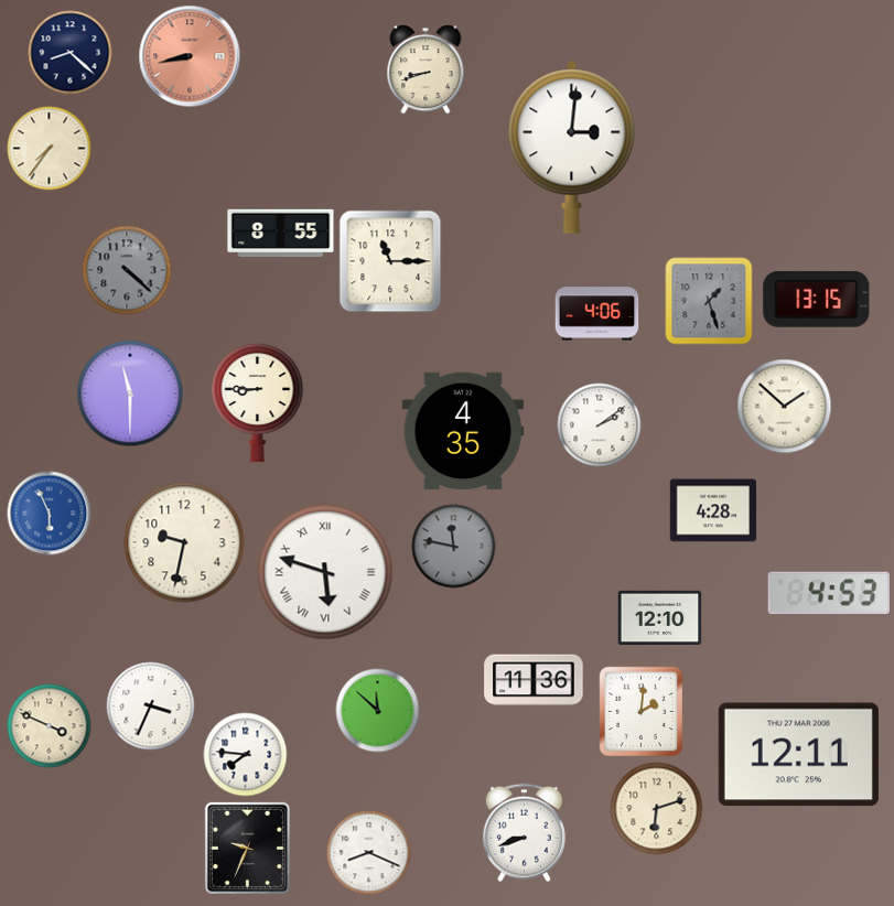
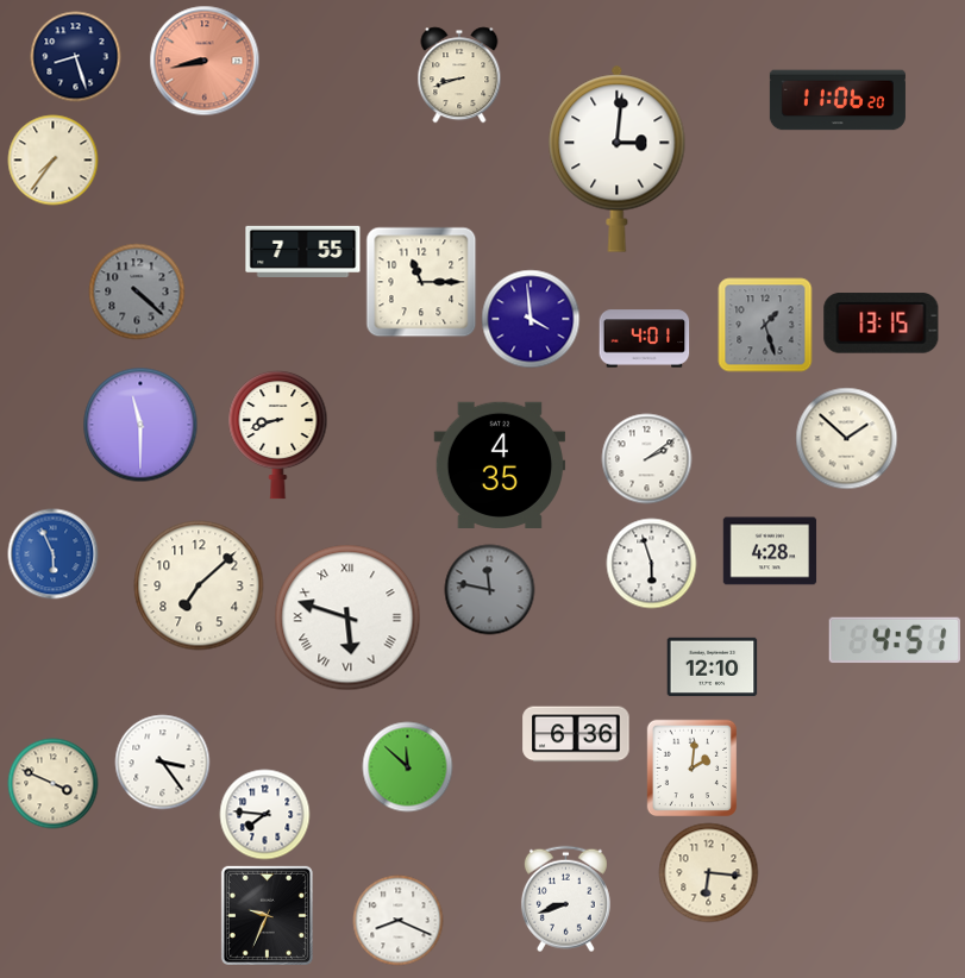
clock at (71, 53): 8:22 -> 8:27
clock at (838, 100): none -> 11:06
clock at (281, 233): 8:55 -> 7:55
clock at (531, 319): none -> 3:59
clock at (597, 314): 4:06 -> 4:01
clock at (258, 402): 8:45 -> 8:42
clock at (652, 564): none -> 5:57
clock at (184, 542): 9:32 -> 7:08
clock at (325, 572) position: (325, 572) -> (347, 617)
clock at (828, 593): 4:53 -> 4:51
clock at (534, 680): 11:36 -> 6:36
clock at (151, 707): 3:34 -> 3:24
clock at (798, 755): 12:11 -> none
clock at (657, 809): 6:12 -> 6:16
